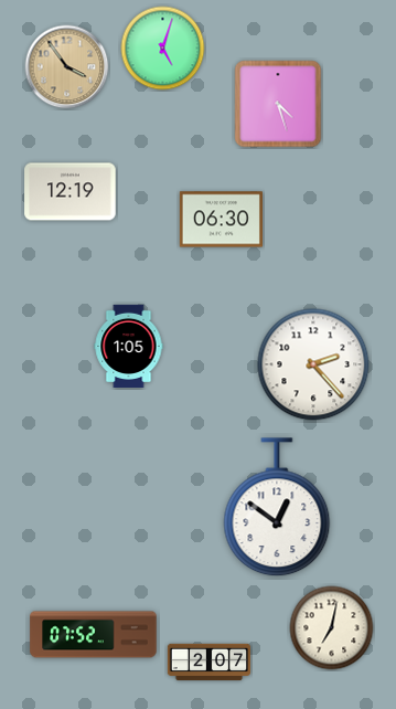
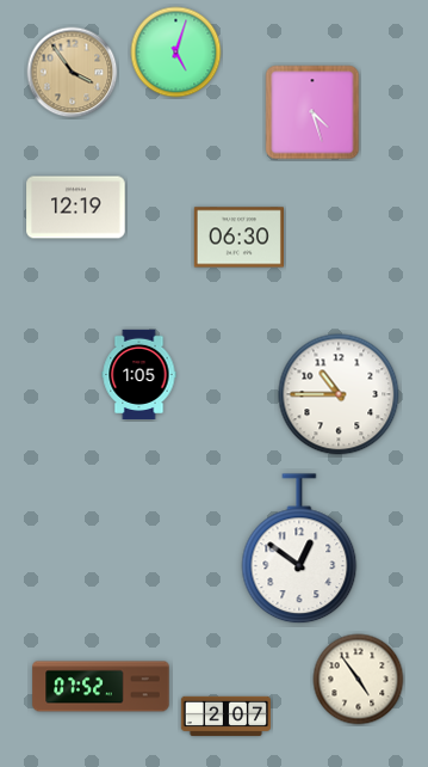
clock at (278, 104) position: (278, 104) -> (312, 112)
clock at (313, 364): 2:23 -> 10:45
clock at (332, 628): 7:02 -> 4:54
